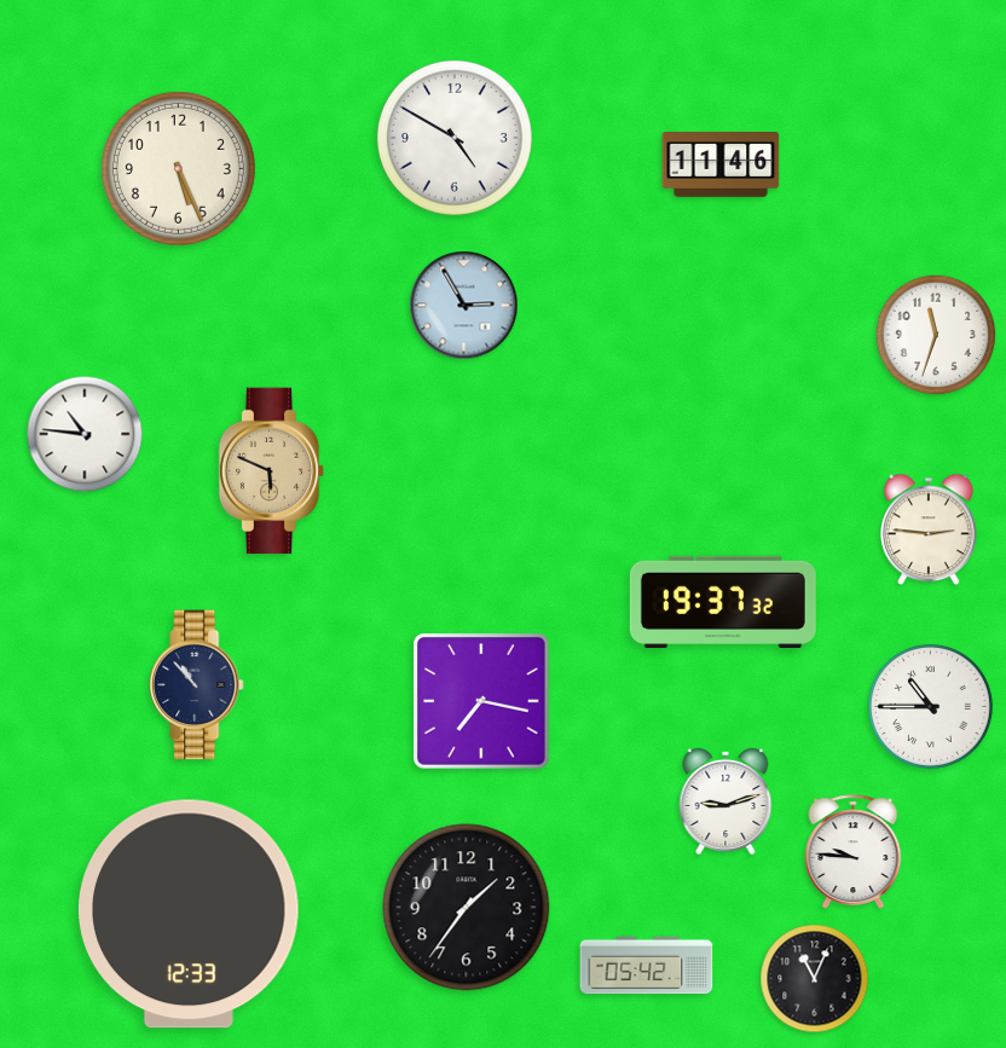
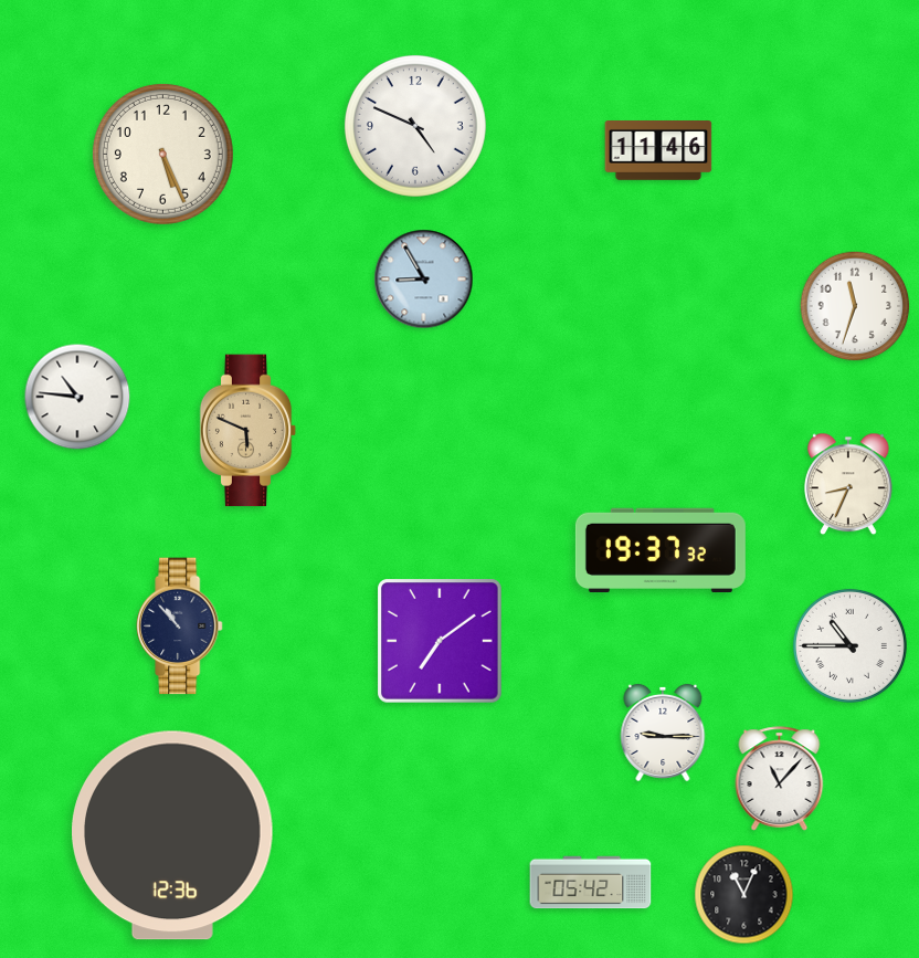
clock at (455, 138): 4:50 -> 4:49
clock at (464, 306): 2:55 -> 8:55
clock at (929, 529): 2:46 -> 8:34
clock at (482, 702): 7:17 -> 7:09
clock at (725, 801): 9:12 -> 9:15
clock at (854, 852): 9:46 -> 11:07
clock at (467, 908): 1:36 -> none
clock at (189, 914): 12:33 -> 12:36
